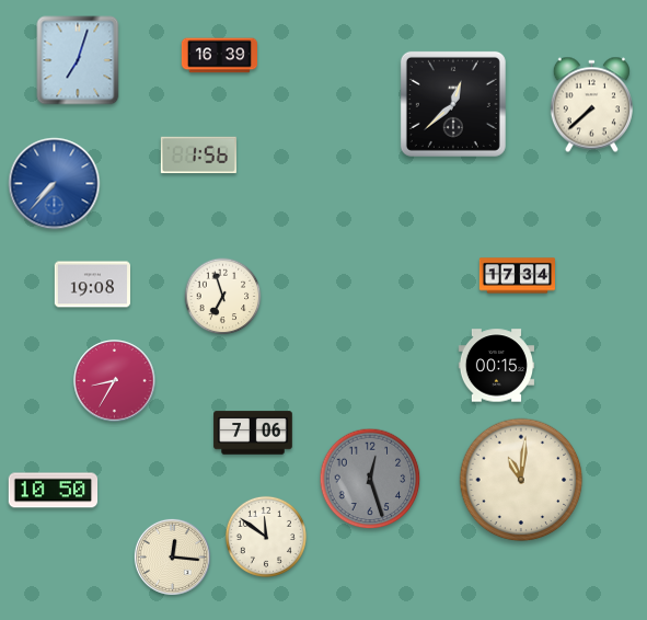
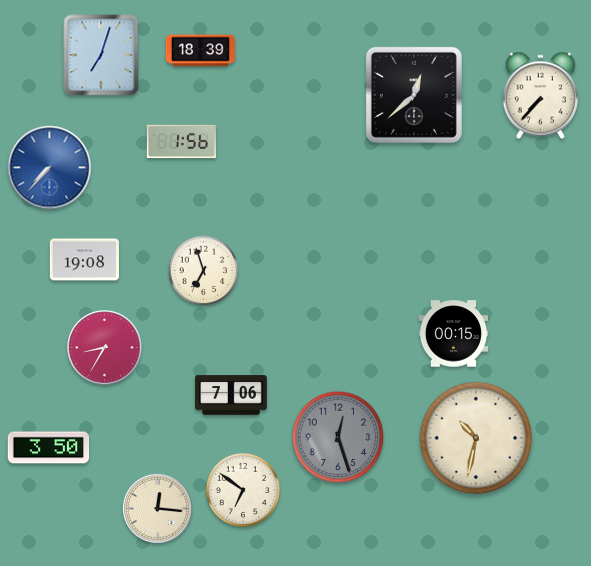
clock at (219, 56): 16:39 -> 18:39
clock at (78, 60) position: (78, 60) -> (101, 55)
clock at (591, 105): 7:38 -> 7:37
clock at (517, 276): 17:34 -> none
clock at (521, 480): 11:01 -> 10:32
clock at (54, 491): 10:50 -> 3:50
clock at (266, 537): 11:51 -> 6:51
